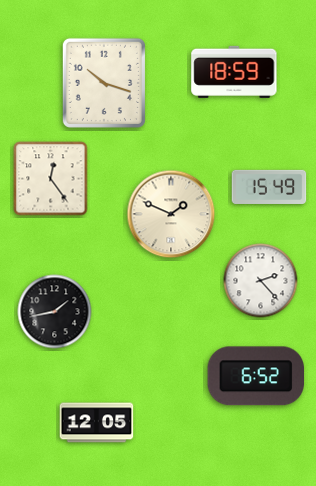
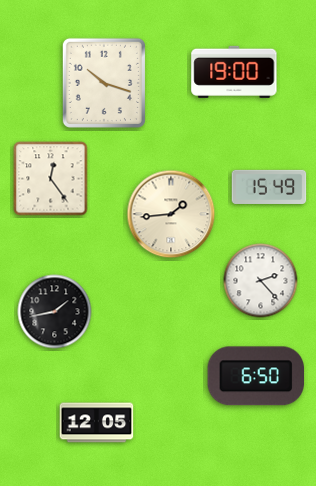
clock at (234, 72): 18:59 -> 19:00
clock at (171, 214): 1:49 -> 1:44
clock at (256, 376): 6:52 -> 6:50
